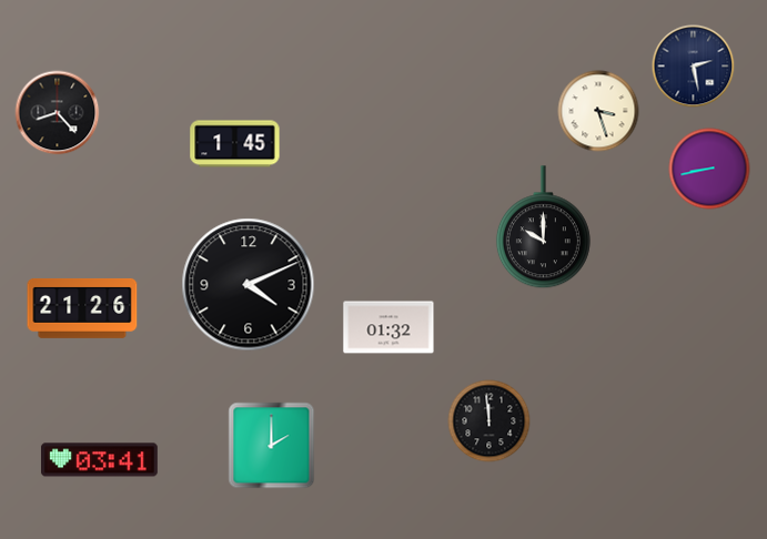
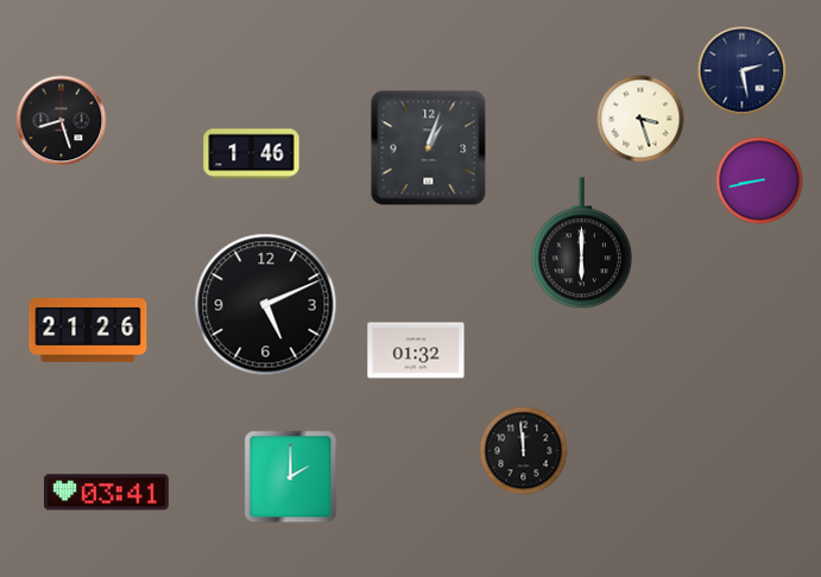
clock at (58, 113): 8:23 -> 8:27
clock at (429, 148): none -> 1:03
clock at (235, 144): 1:45 -> 1:46
clock at (543, 227): 10:00 -> 6:00
clock at (249, 285): 4:11 -> 5:11
